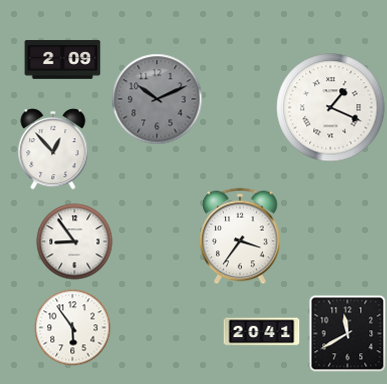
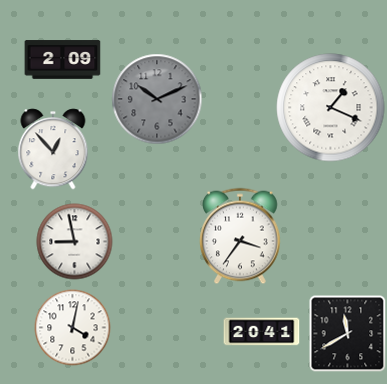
clock at (75, 242): 8:54 -> 8:58
clock at (73, 328): 5:54 -> 4:02
